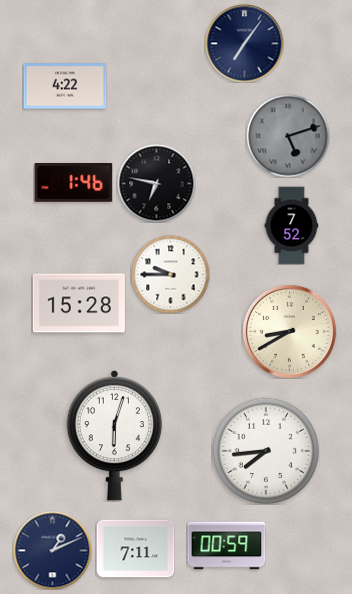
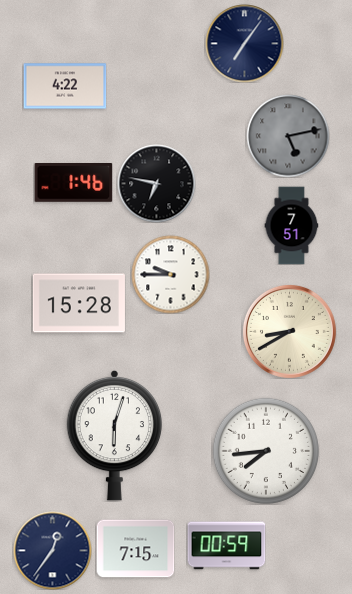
clock at (288, 136): 5:12 -> 5:13
clock at (292, 225): 7:52 -> 7:51
clock at (135, 549): 7:11 -> 7:15
clock at (52, 550): 1:11 -> 12:36
